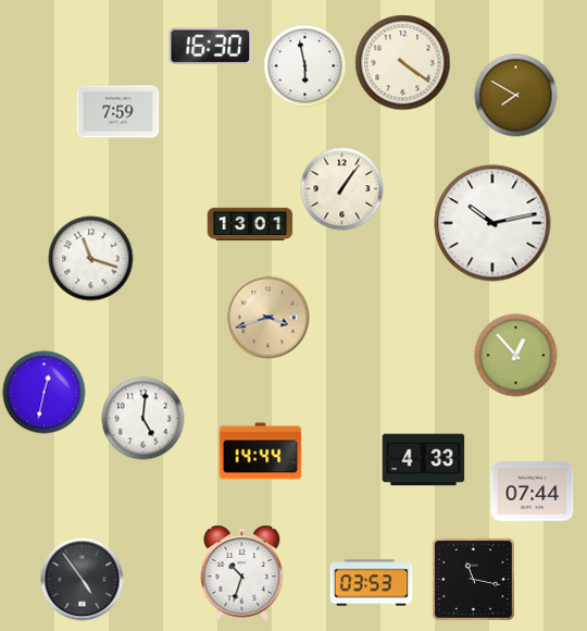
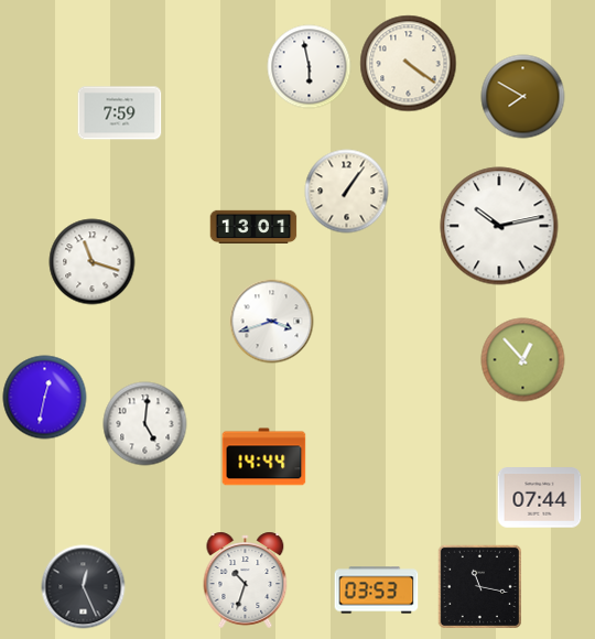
clock at (211, 46): 16:30 -> none
clock at (268, 318) dial: champagne -> white
clock at (424, 460): 4:33 -> none
clock at (83, 580): 4:54 -> 12:26
